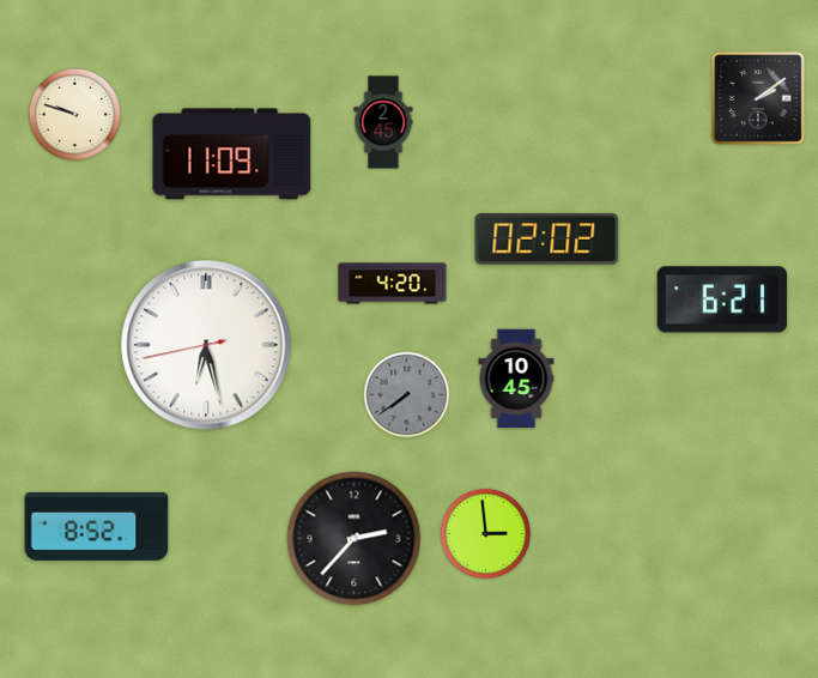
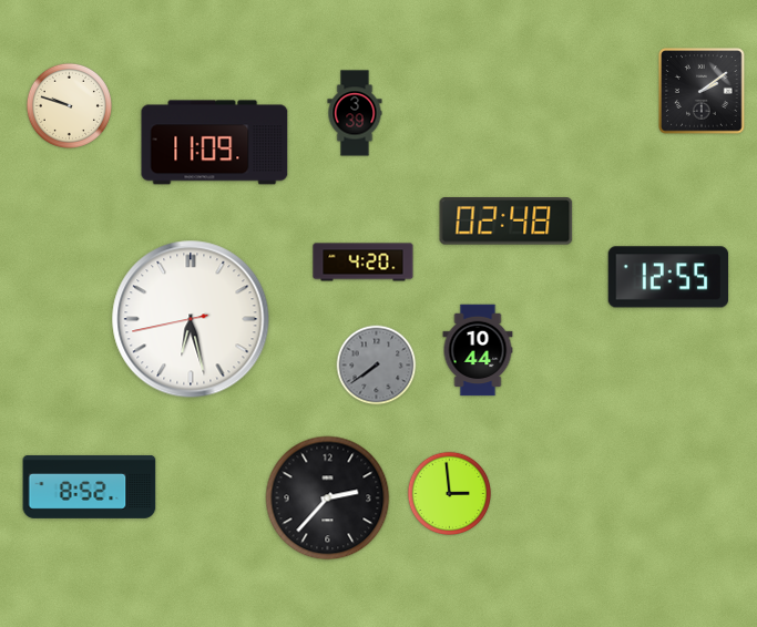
clock at (383, 122): 2:45 -> 3:39
clock at (547, 240): 02:02 -> 02:48
clock at (722, 299): 6:21 -> 12:55
clock at (516, 379): 10:45 -> 10:44
